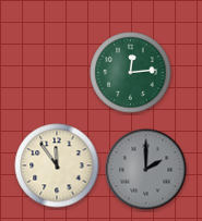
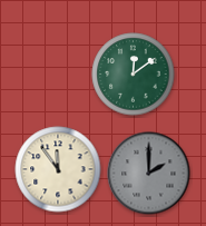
clock at (131, 73): 12:14 -> 12:09
